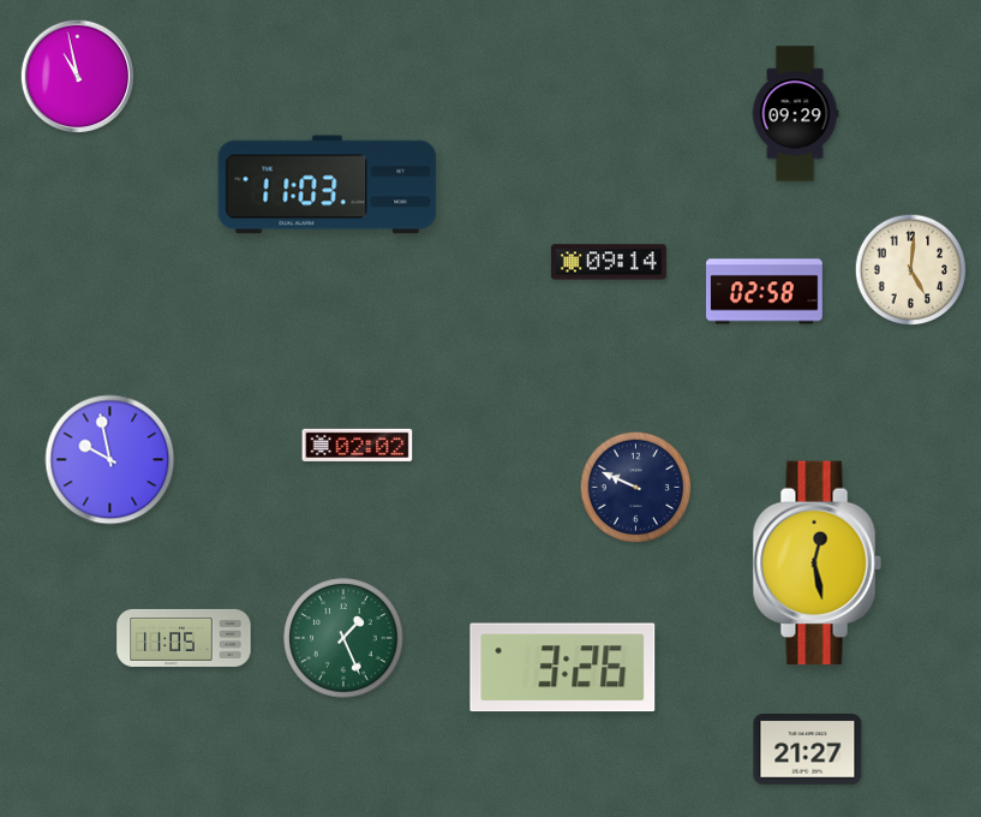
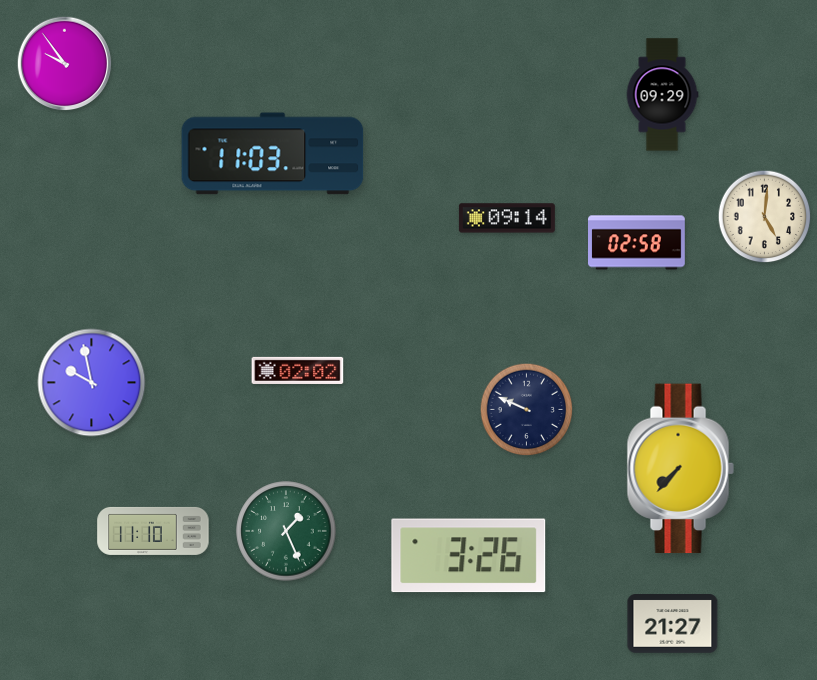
clock at (78, 77): 10:58 -> 9:54
clock at (911, 270) position: (911, 270) -> (765, 217)
clock at (636, 488) position: (636, 488) -> (527, 410)
clock at (816, 563): 12:28 -> 7:37
clock at (184, 638): 11:05 -> 11:10
